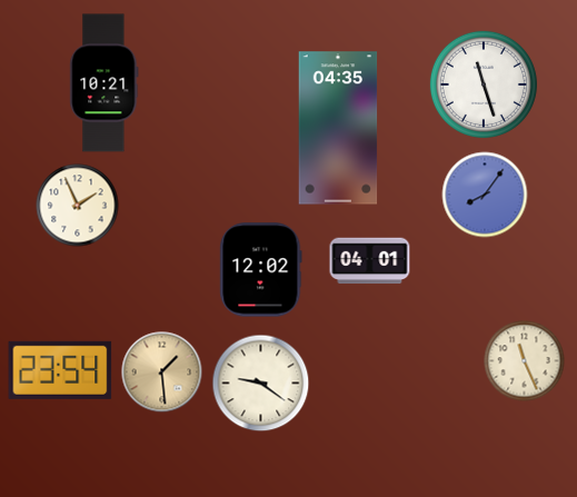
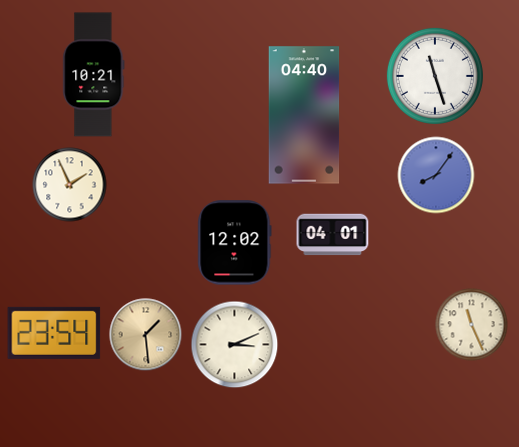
clock at (338, 128): 04:35 -> 04:40
clock at (261, 384): 9:21 -> 3:11
